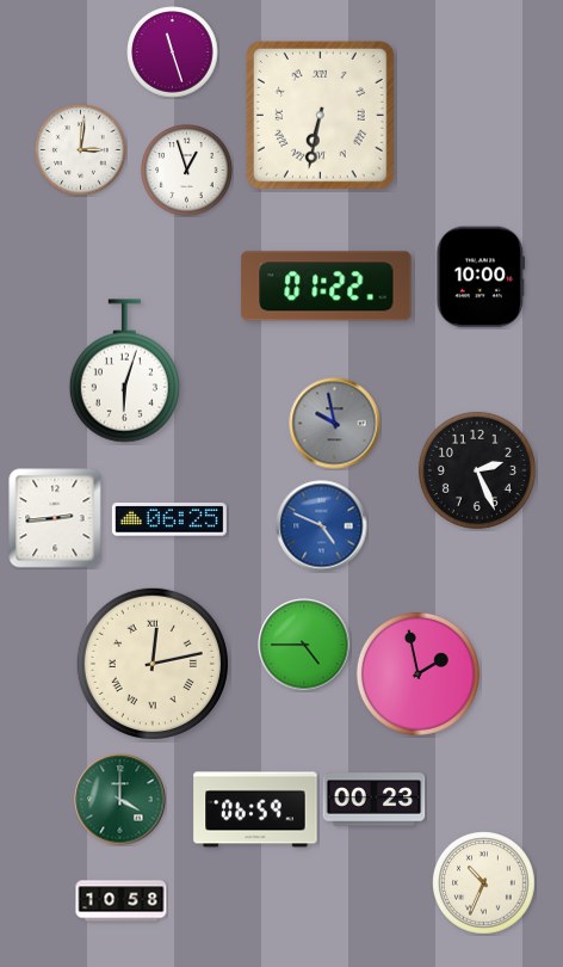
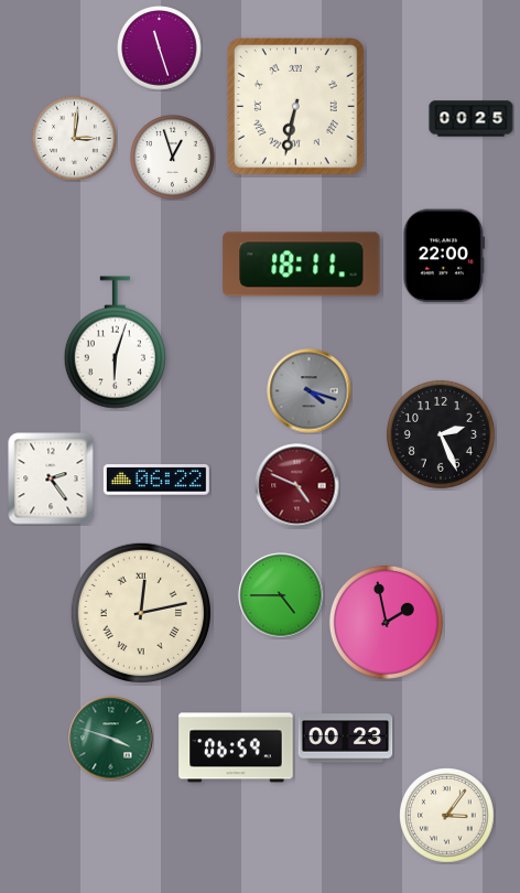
clock at (472, 119): none -> 00:25
clock at (480, 277): 10:00 -> 22:00
clock at (327, 287): 01:22 -> 18:11
clock at (335, 424): 9:58 -> 4:18
clock at (55, 518): 2:44 -> 2:24
clock at (169, 519): 06:25 -> 06:22
clock at (322, 526) dial: blue -> burgundy
clock at (120, 800): 4:00 -> 3:48
clock at (484, 883): 10:34 -> 3:06
clock at (122, 901): 10:58 -> none
